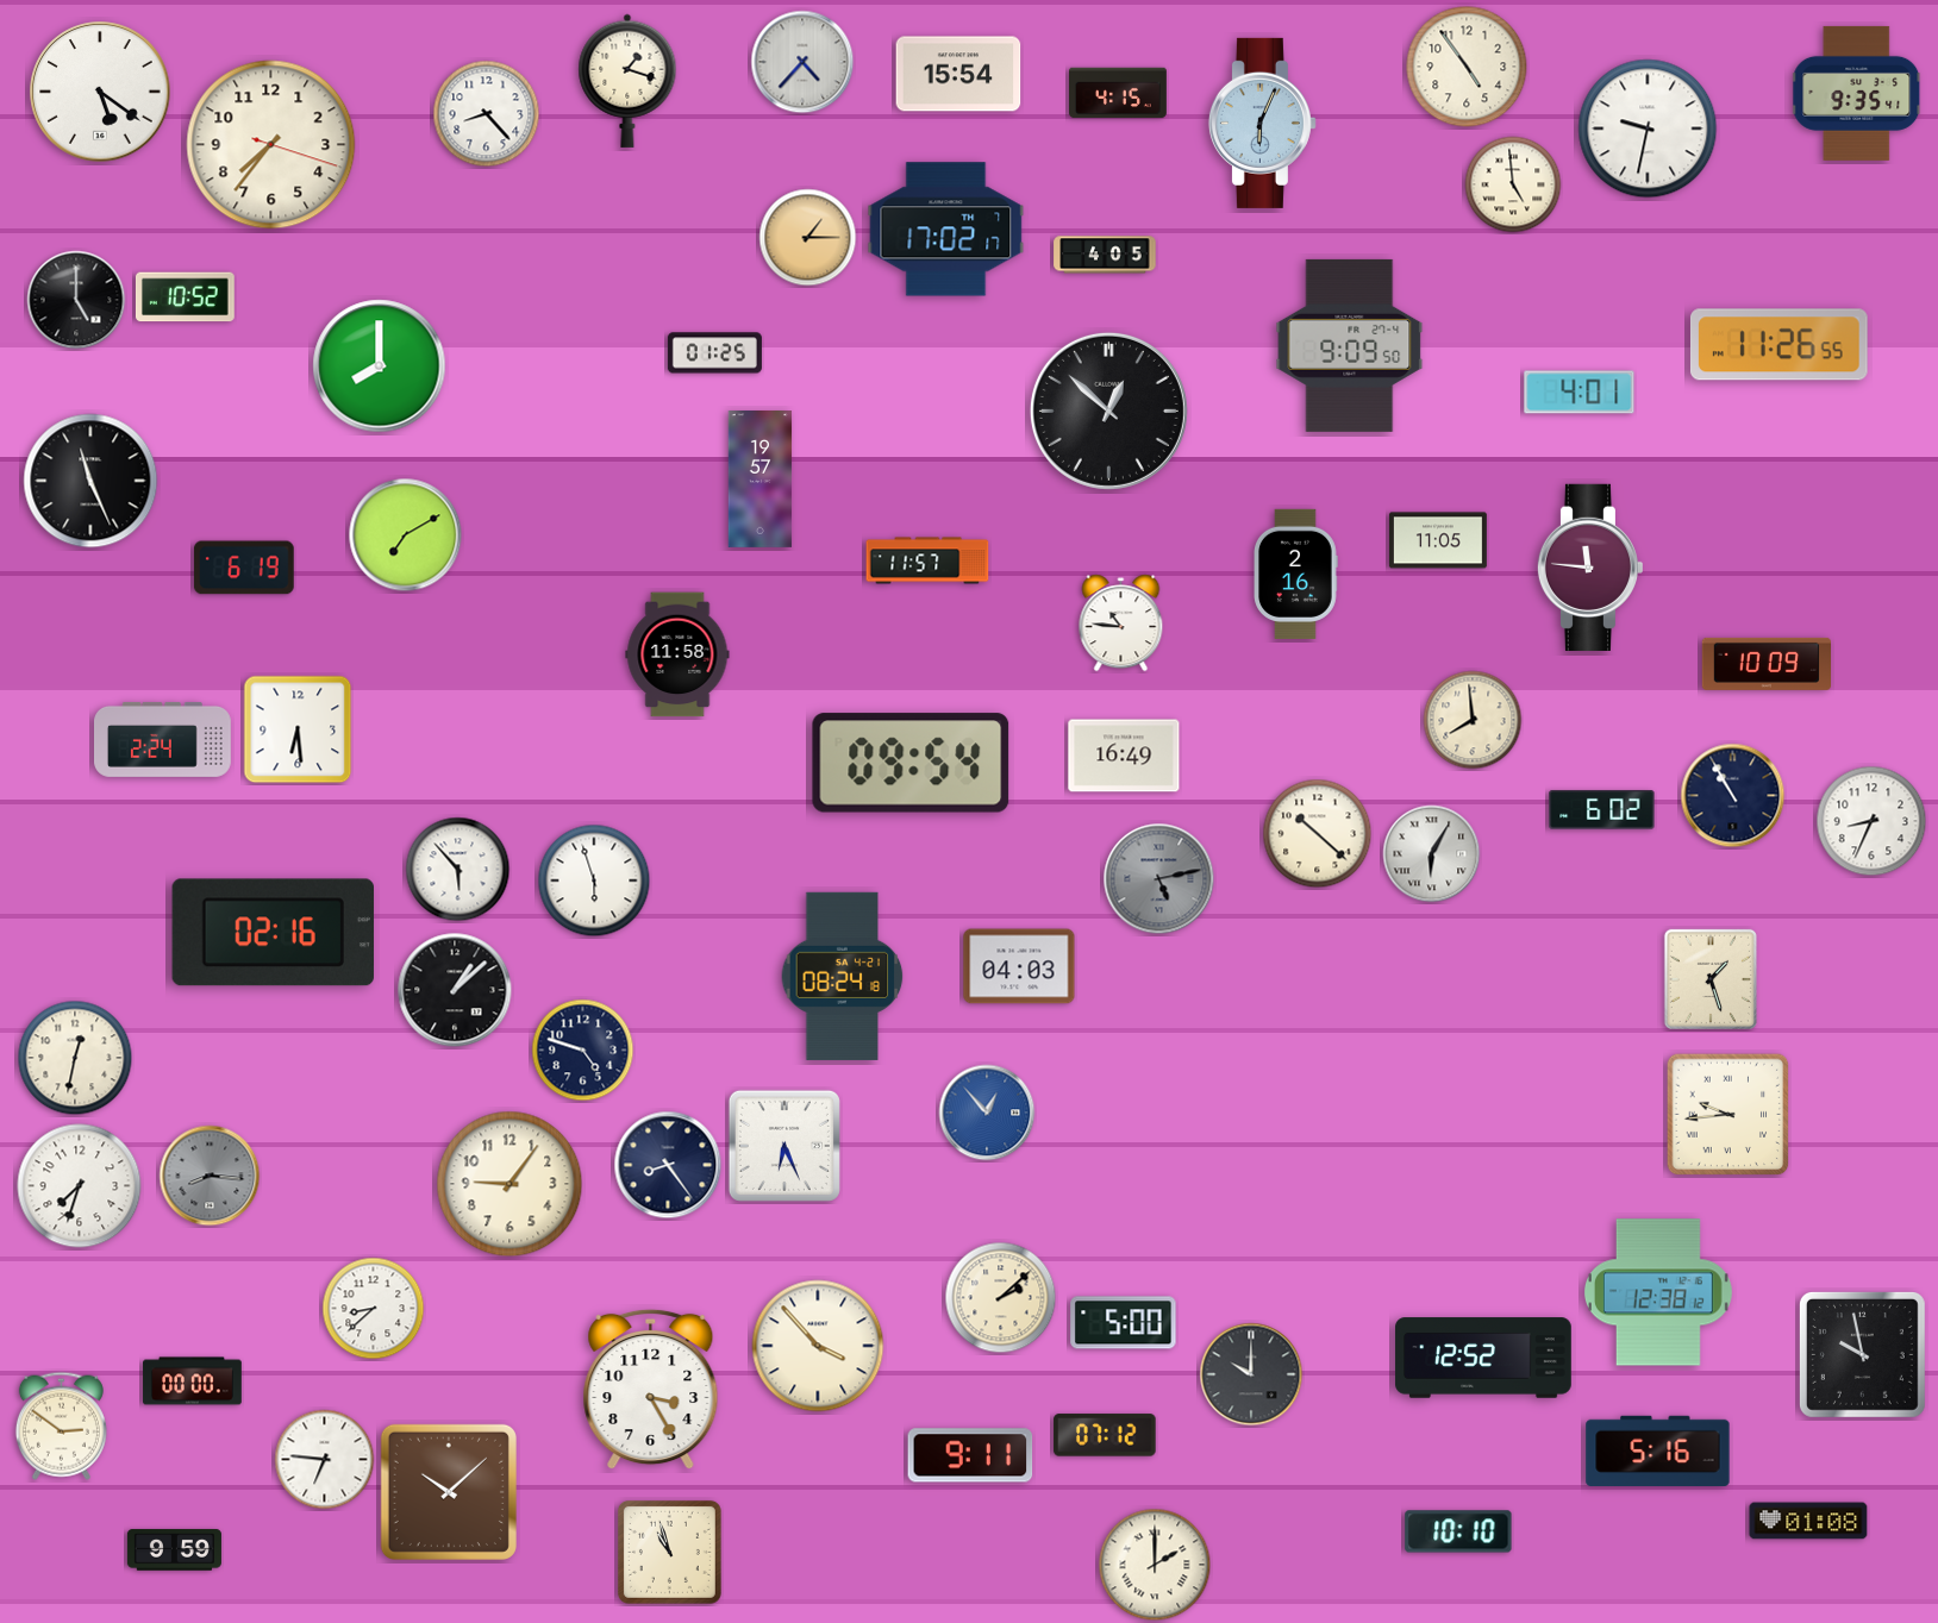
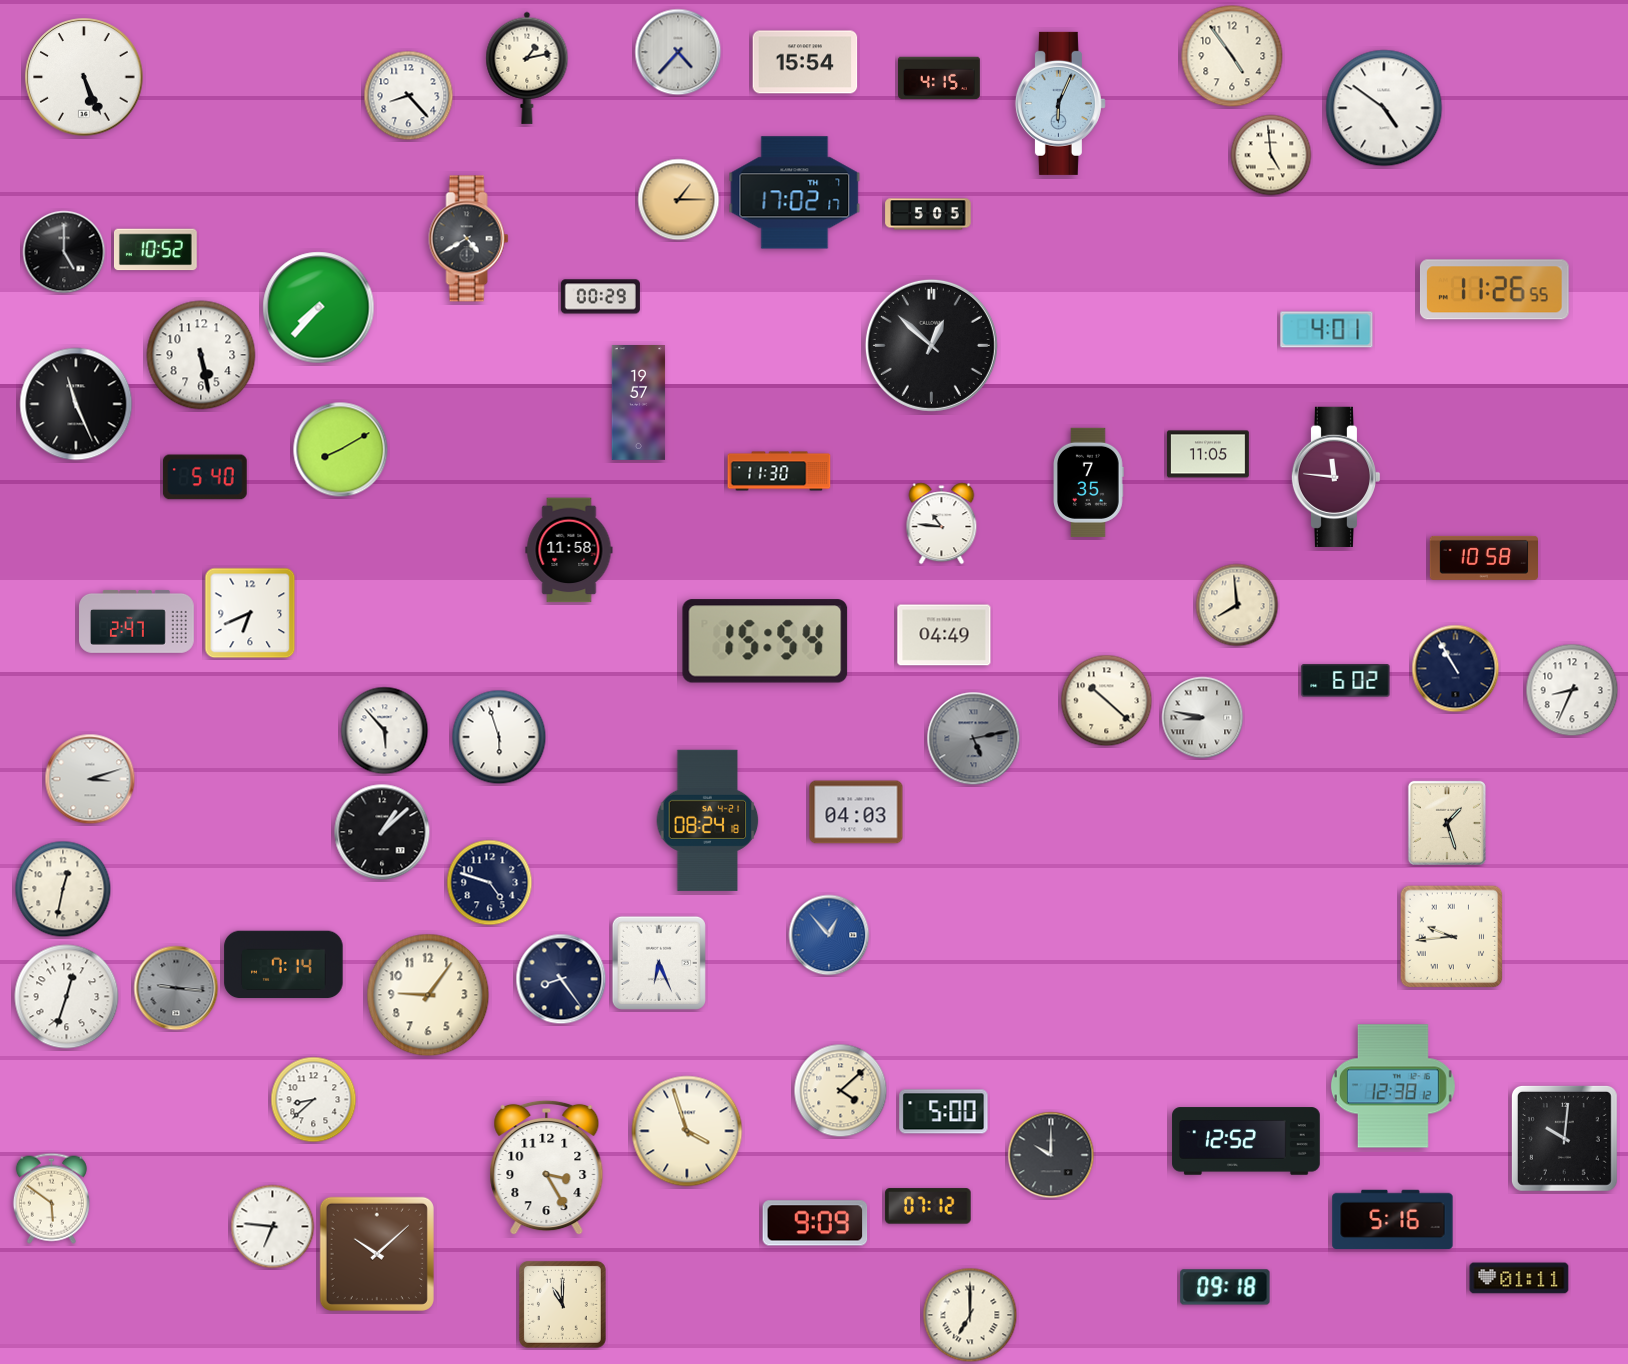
clock at (802, 62) position: (802, 62) -> (678, 52)
clock at (627, 81): 1:18 -> 1:13
clock at (100, 92): 5:21 -> 5:26
clock at (1857, 93): 9:35 -> none
clock at (1648, 129): 9:32 -> 4:51
clock at (271, 145): 7:36 -> none
clock at (1105, 255): 4:05 -> 5:05
clock at (469, 239): none -> 4:40
clock at (1350, 345): 9:09 -> none
clock at (714, 353): 01:25 -> 00:29
clock at (380, 366): 8:00 -> 7:37
clock at (201, 355): none -> 5:28
clock at (406, 535): 7:10 -> 8:10
clock at (927, 560): 11:57 -> 11:30
clock at (244, 568): 6:19 -> 5:40
clock at (1295, 574): 2:16 -> 7:35
clock at (1765, 664): 10:09 -> 10:58
clock at (298, 729): 6:29 -> 6:41
clock at (163, 739): 2:24 -> 2:47
clock at (1124, 756): 16:49 -> 04:49
clock at (911, 763): 09:54 -> 15:54
clock at (1432, 854): 6:05 -> 8:47
clock at (594, 881) position: (594, 881) -> (499, 737)
clock at (90, 779): none -> 3:12
clock at (273, 933): 02:16 -> none
clock at (1711, 979) position: (1711, 979) -> (1447, 823)
clock at (284, 965): none -> 7:14
clock at (210, 1176): 8:16 -> 9:16
clock at (80, 1186): 7:33 -> 12:33
clock at (1001, 1298): 2:08 -> 4:08
clock at (818, 1346): 3:53 -> 3:57
clock at (1862, 1354): 9:58 -> 10:01
clock at (193, 1381): 00:00 -> none
clock at (61, 1425): 2:51 -> 5:51
clock at (970, 1455): 9:11 -> 9:09
clock at (1808, 1521): 01:08 -> 01:11
clock at (1458, 1531): 10:10 -> 09:18
clock at (174, 1550): 9:59 -> none
clock at (669, 1552): 10:57 -> 11:00
clock at (1155, 1565): 2:00 -> 7:00
